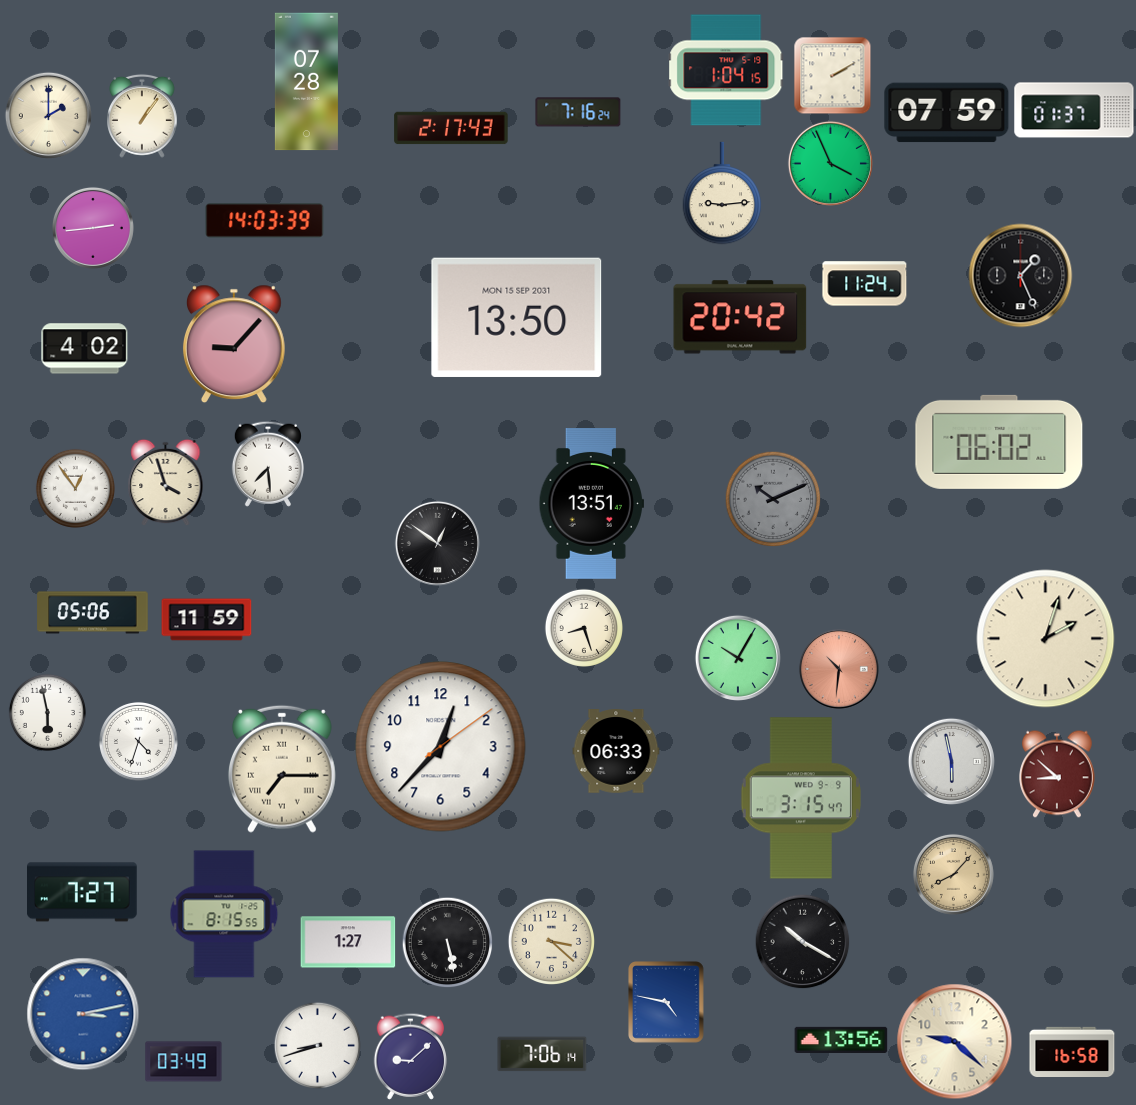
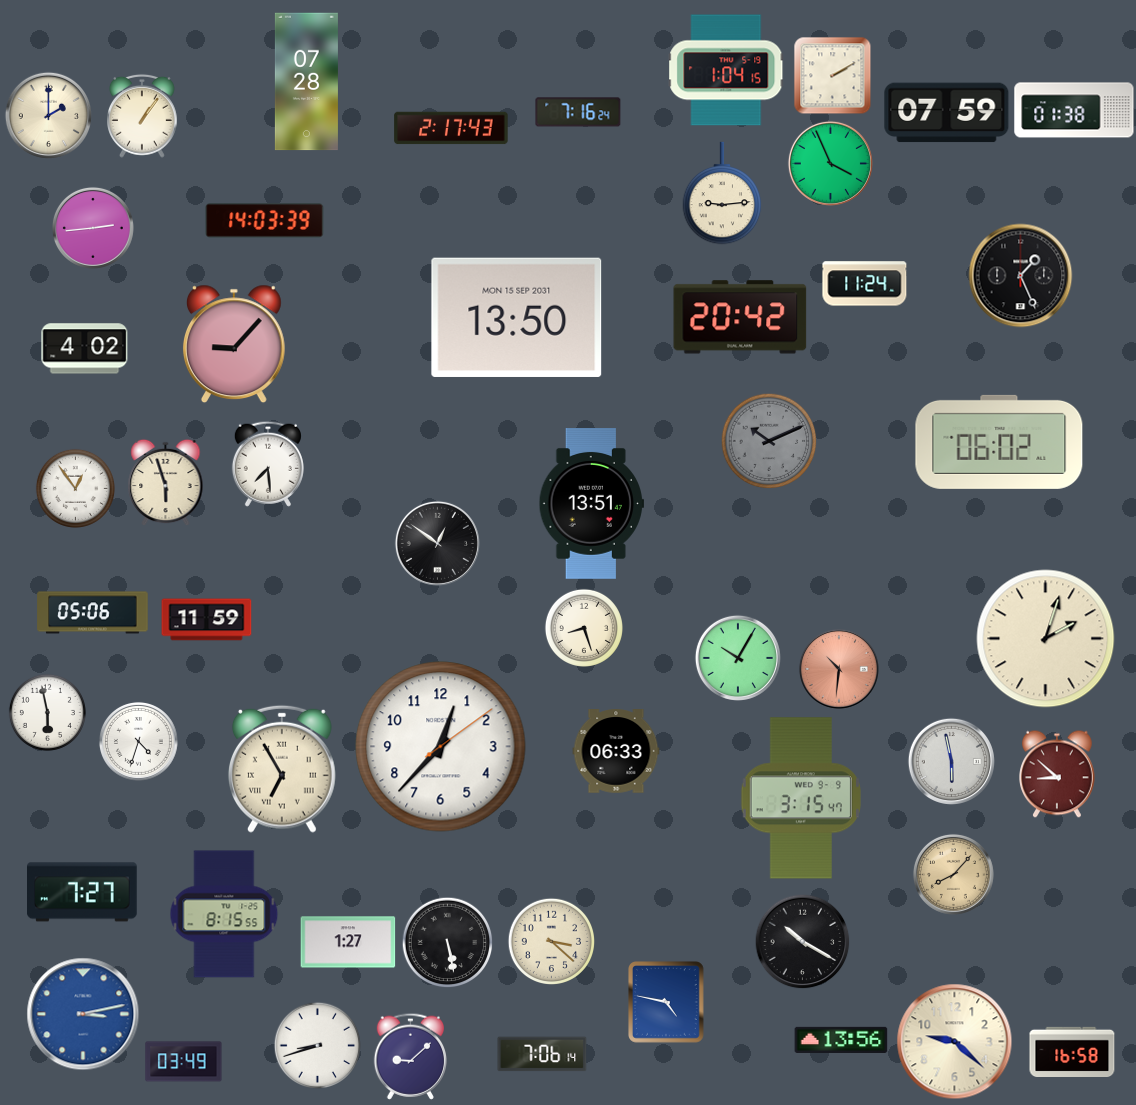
clock at (1074, 110): 01:37 -> 01:38
clock at (166, 482): 3:57 -> 5:57
clock at (773, 499) position: (773, 499) -> (769, 441)
clock at (282, 769): 7:15 -> 6:55
